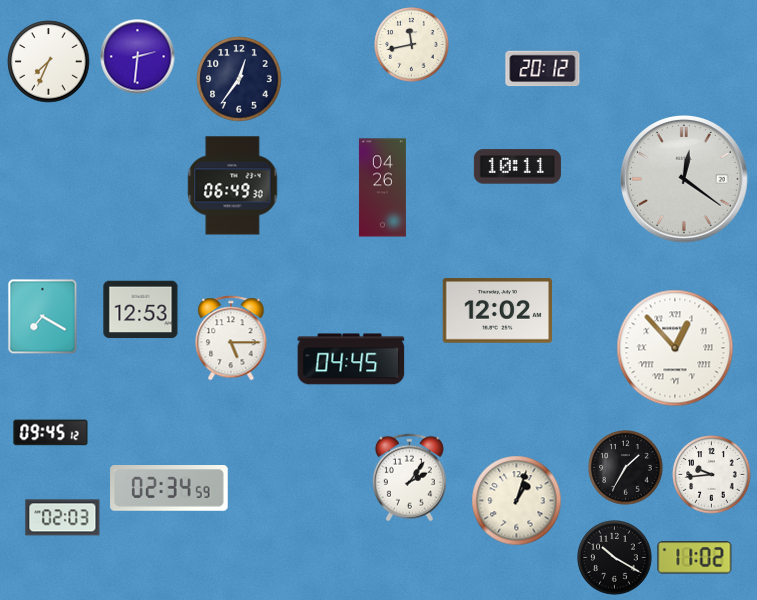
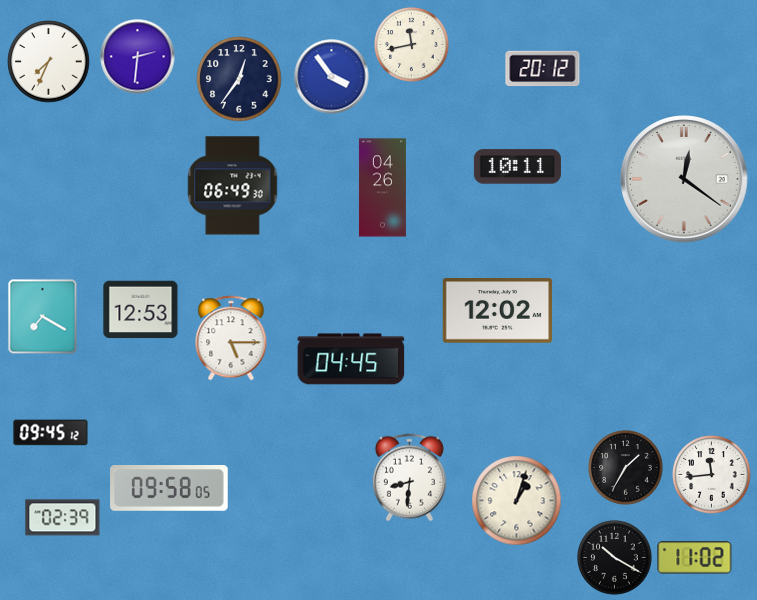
clock at (332, 77): none -> 3:54
clock at (675, 348): 12:53 -> none
clock at (712, 475): 9:44 -> 11:44
clock at (409, 478): 2:06 -> 8:31
clock at (169, 489): 02:34 -> 09:58
clock at (63, 518): 02:03 -> 02:39
